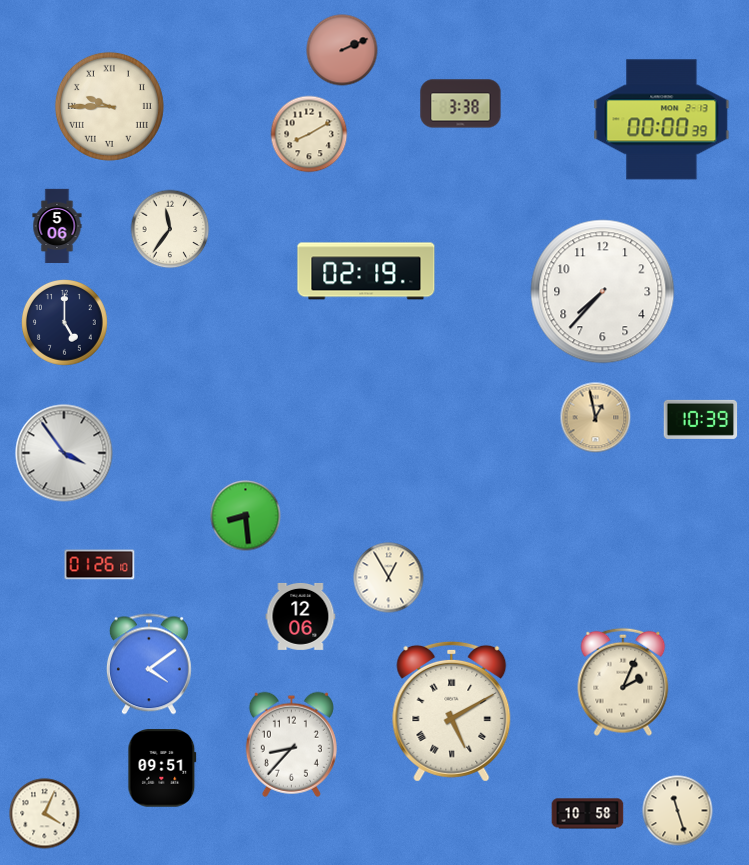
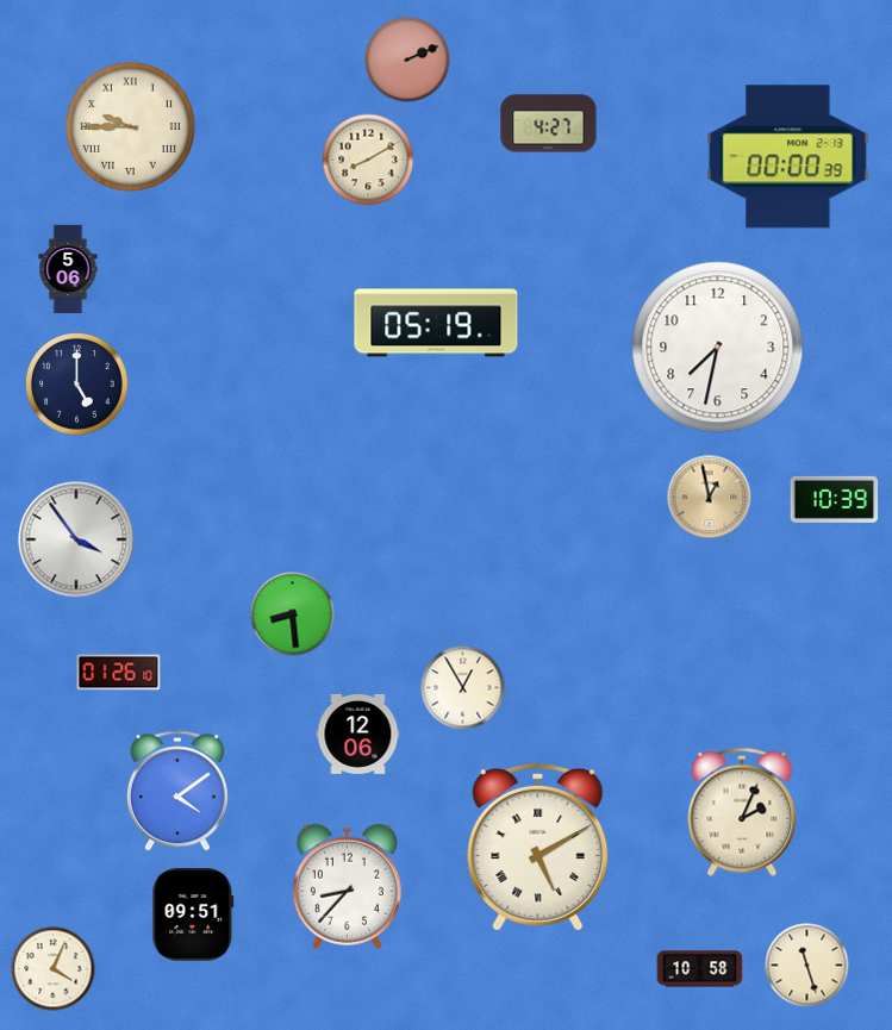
clock at (461, 104): 3:38 -> 4:27
clock at (662, 120) position: (662, 120) -> (788, 157)
clock at (170, 229): 11:36 -> none
clock at (366, 271): 02:19 -> 05:19
clock at (603, 292): 7:37 -> 7:32
